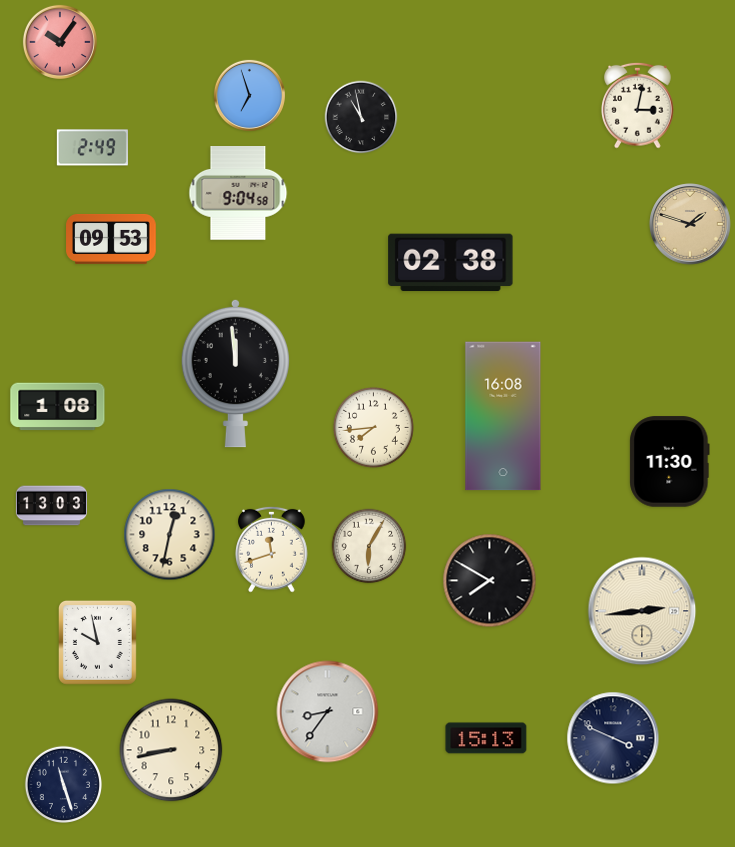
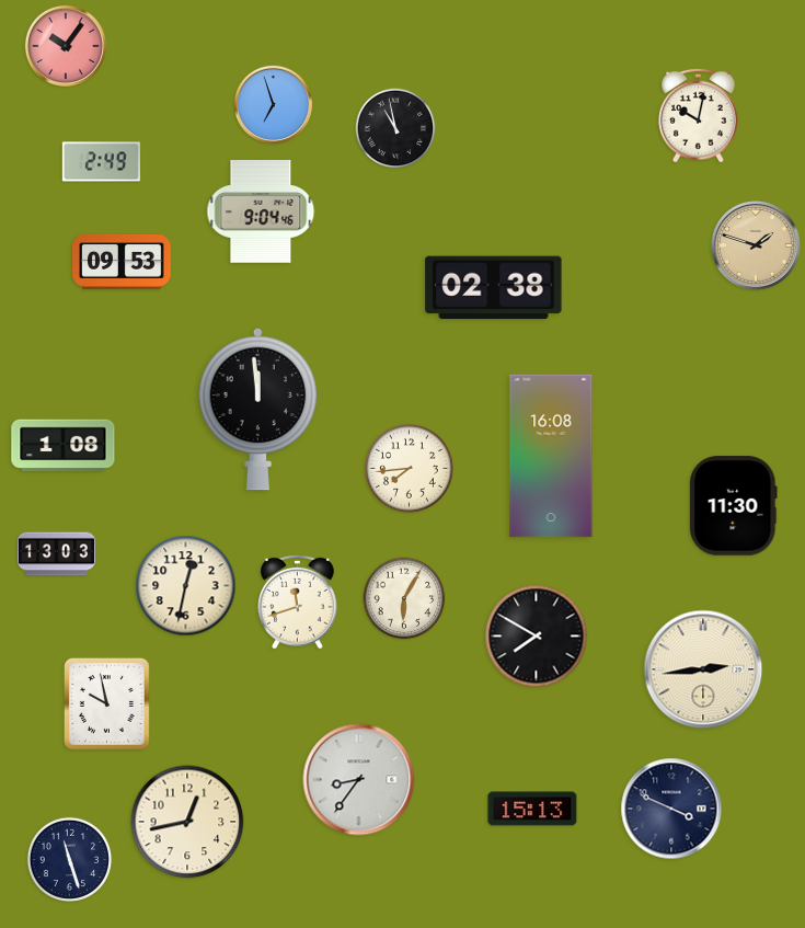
clock at (638, 105): 3:02 -> 10:02
clock at (238, 193): 9:04:58 -> 9:04:46
clock at (171, 750): 8:43 -> 12:43
